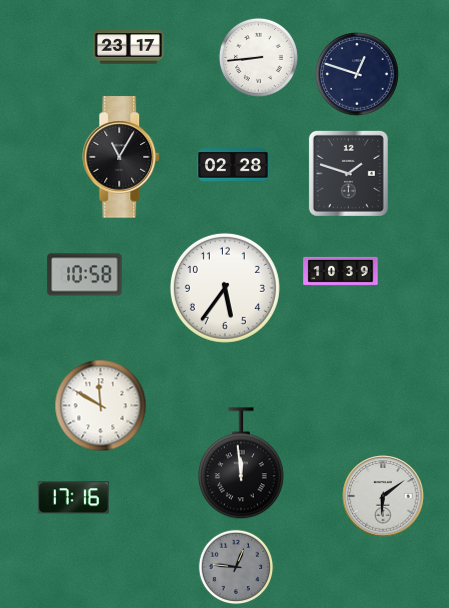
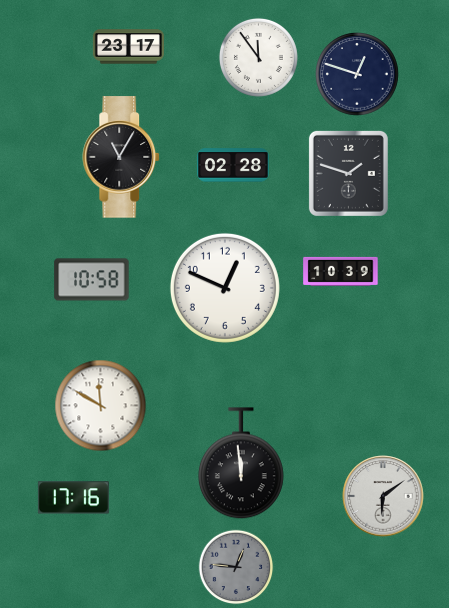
clock at (258, 57): 8:44 -> 11:54
clock at (85, 275) position: (85, 275) -> (92, 280)
clock at (225, 288): 5:36 -> 12:49
